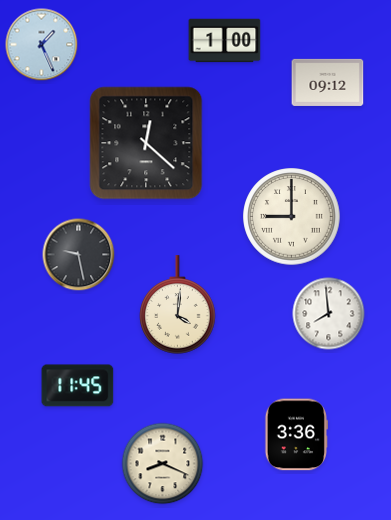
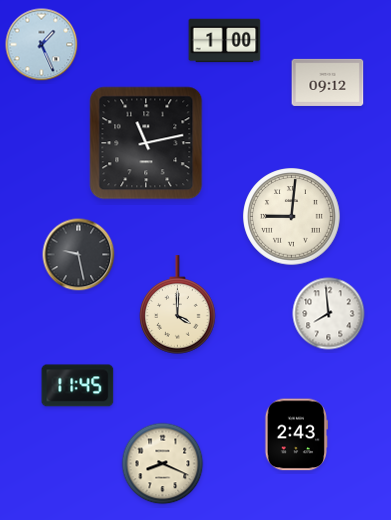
clock at (146, 143): 12:22 -> 11:13
clock at (292, 217): 9:00 -> 9:01
clock at (178, 305): 4:01 -> 4:00
clock at (296, 435): 3:36 -> 2:43
